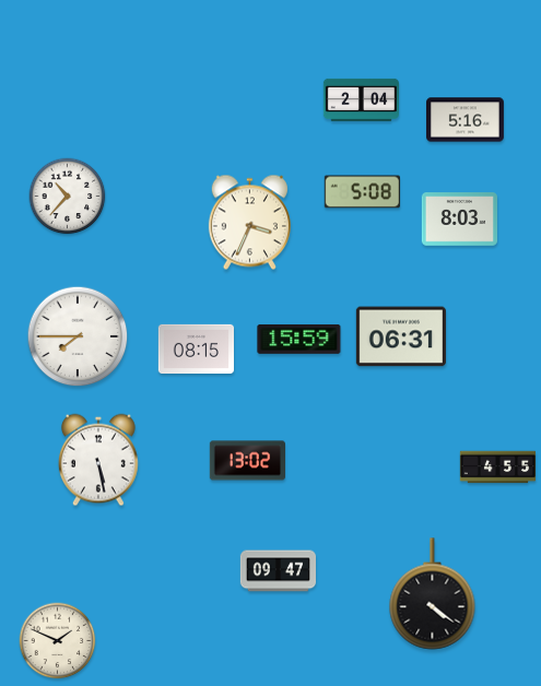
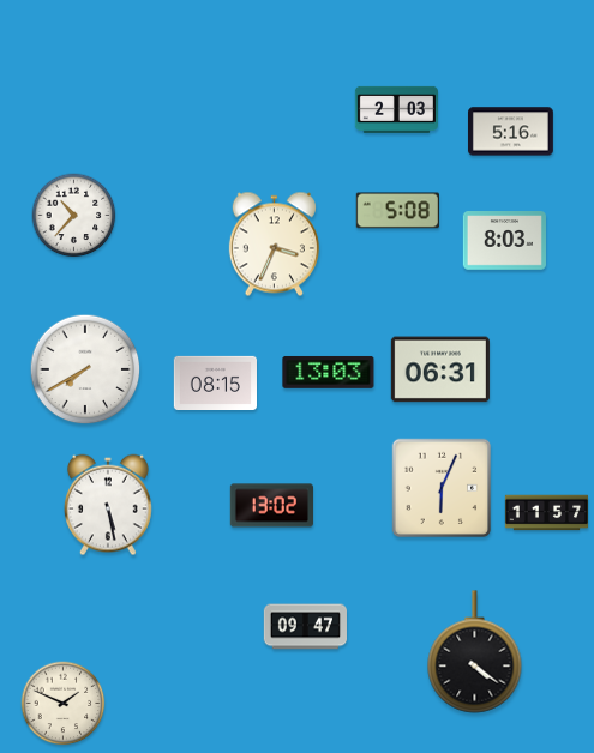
clock at (361, 99): 2:04 -> 2:03
clock at (78, 336): 7:45 -> 7:40
clock at (299, 340): 15:59 -> 13:03
clock at (442, 488): none -> 6:04
clock at (498, 468): 4:55 -> 11:57
